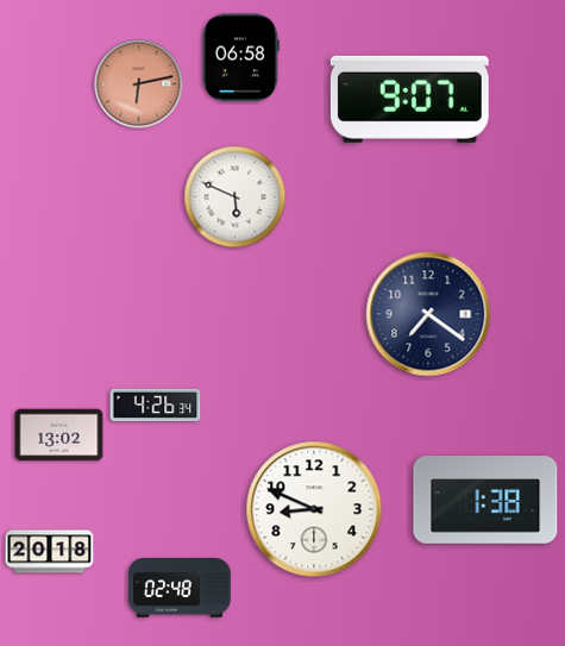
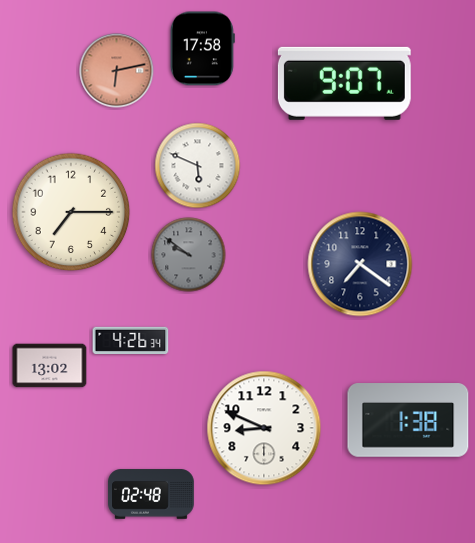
clock at (240, 58): 06:58 -> 17:58
clock at (71, 212): none -> 7:15
clock at (189, 255): none -> 9:51
clock at (50, 552): 20:18 -> none
